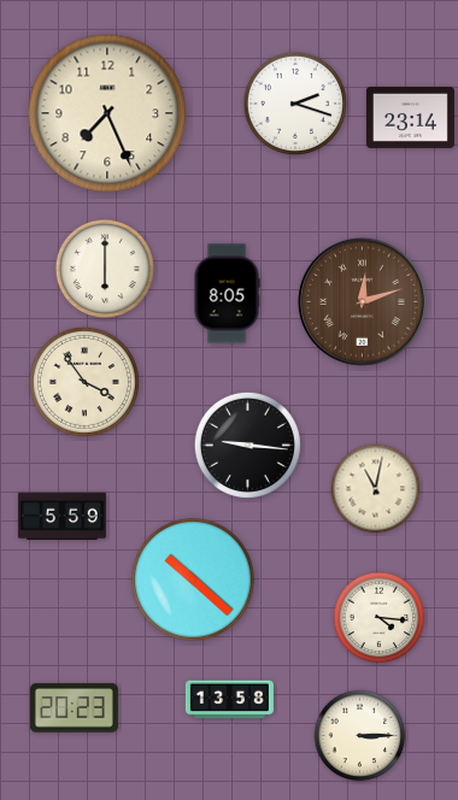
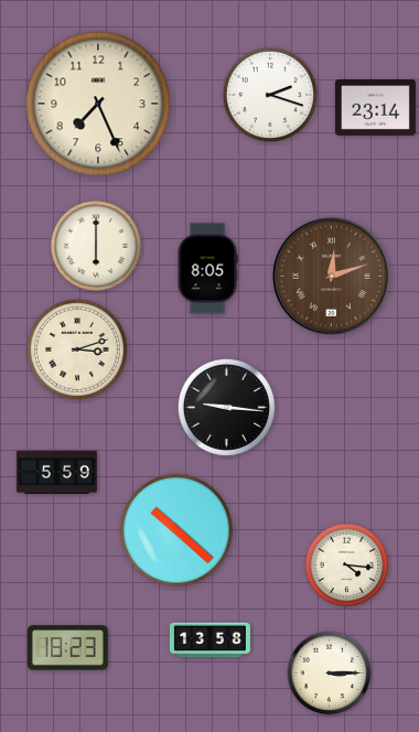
clock at (84, 382): 3:54 -> 3:12
clock at (376, 489): 11:02 -> none
clock at (74, 708): 20:23 -> 18:23
